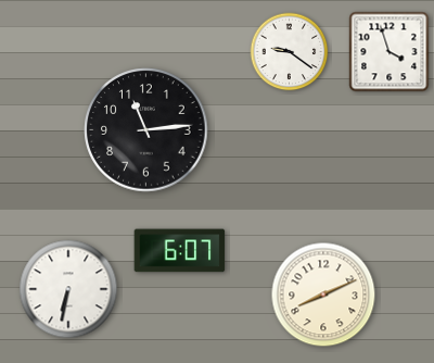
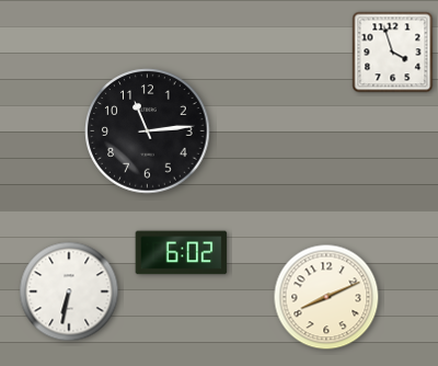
clock at (290, 52): 9:21 -> none
clock at (180, 251): 6:07 -> 6:02
